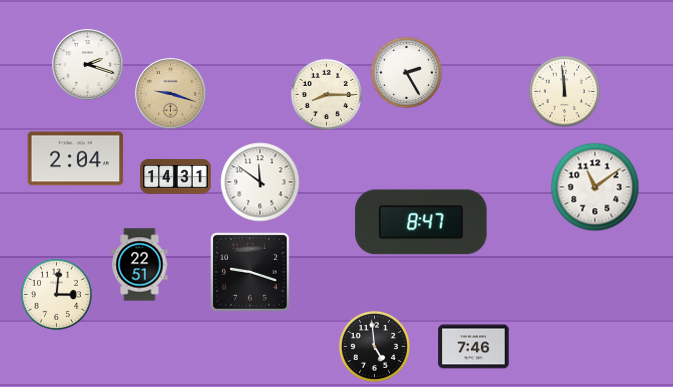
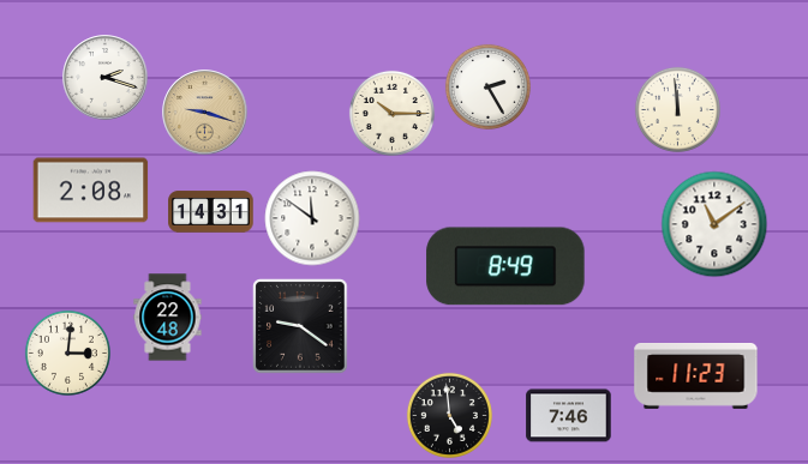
clock at (326, 94): 8:15 -> 10:15
clock at (76, 159): 2:04 -> 2:08
clock at (421, 222): 8:47 -> 8:49
clock at (140, 265): 22:51 -> 22:48
clock at (250, 272): 9:18 -> 9:21
clock at (696, 376): none -> 11:23
